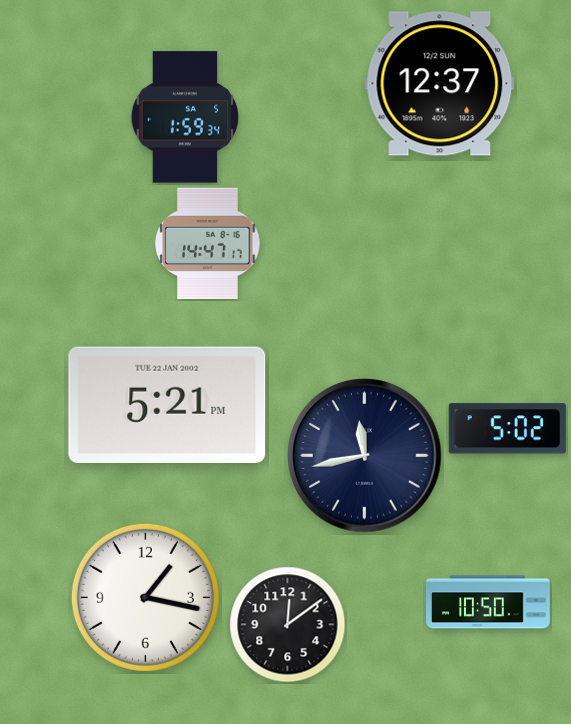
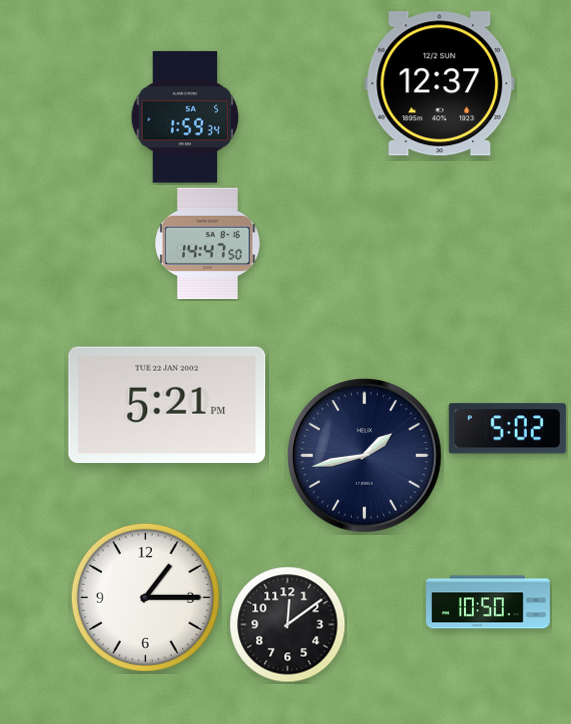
clock at (208, 244): 14:47:17 -> 14:47:50
clock at (365, 456): 11:43 -> 1:43
clock at (145, 597): 1:17 -> 1:15
